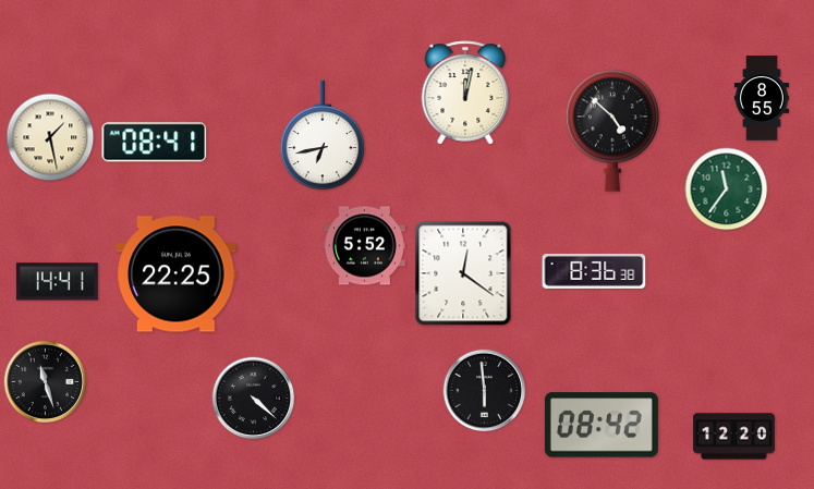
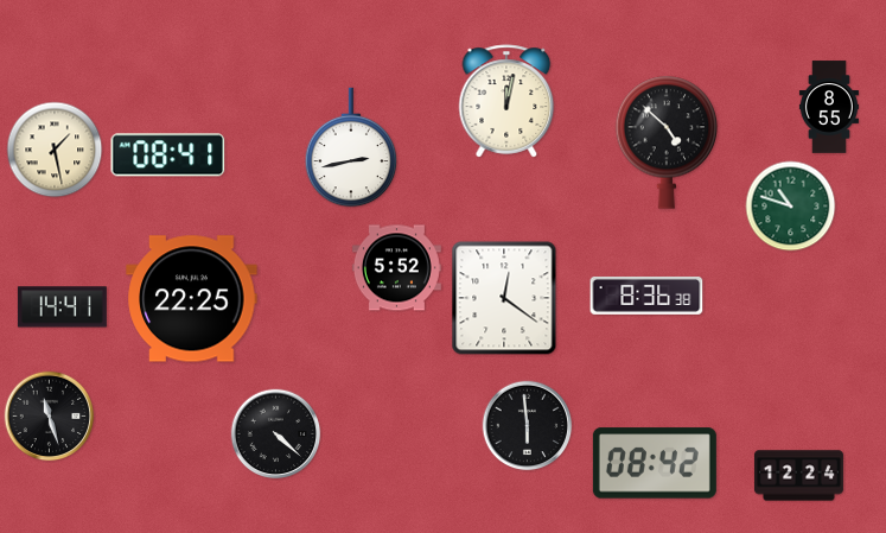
clock at (323, 135): 6:43 -> 2:43
clock at (727, 190): 11:36 -> 10:48
clock at (733, 437): 12:20 -> 12:24
